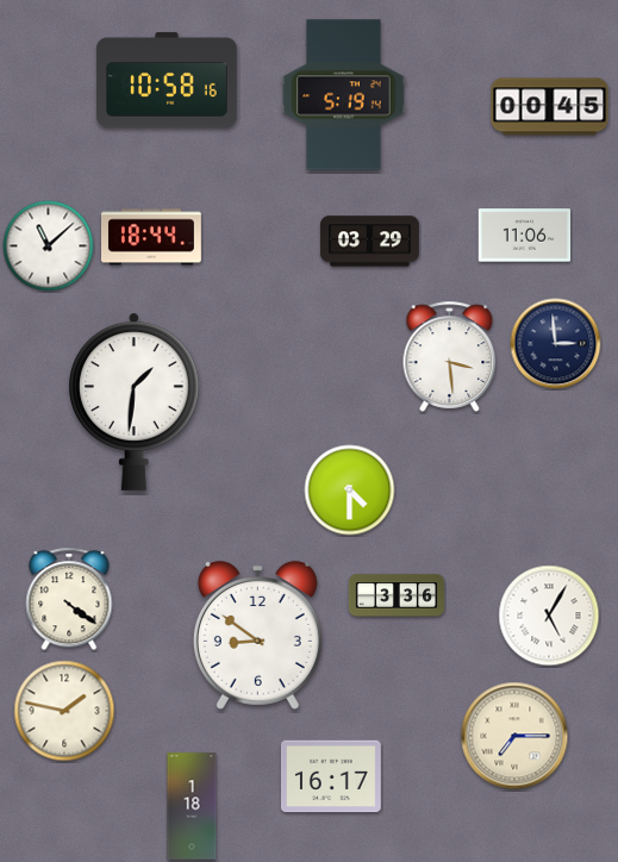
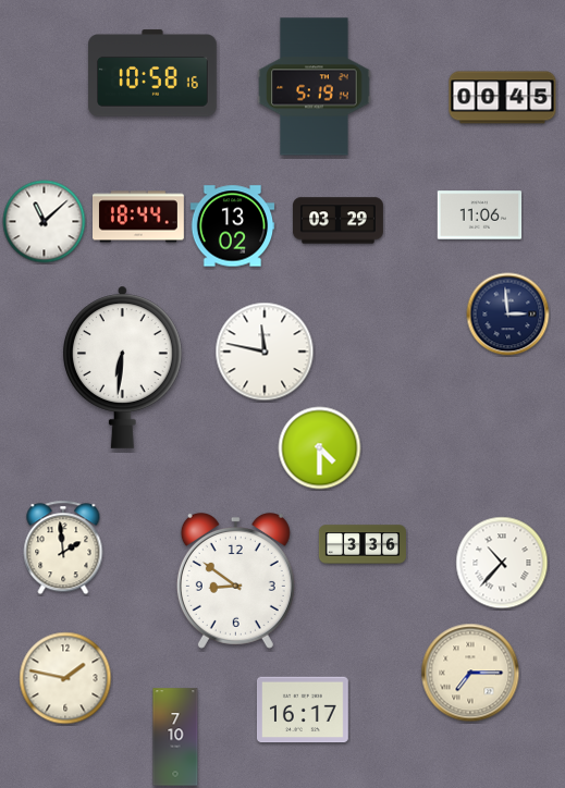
clock at (49, 246) position: (49, 246) -> (45, 222)
clock at (233, 226): none -> 13:02
clock at (450, 356): 3:29 -> none
clock at (265, 352): none -> 11:47
clock at (135, 401): 1:31 -> 6:31
clock at (69, 599): 4:21 -> 1:59
clock at (549, 616): 5:05 -> 10:37
clock at (64, 711) position: (64, 711) -> (65, 678)
clock at (192, 806): 1:18 -> 7:10
